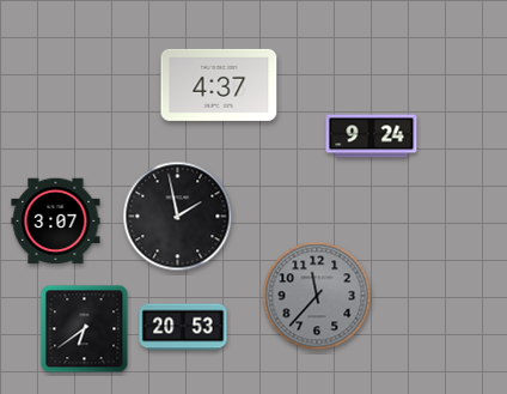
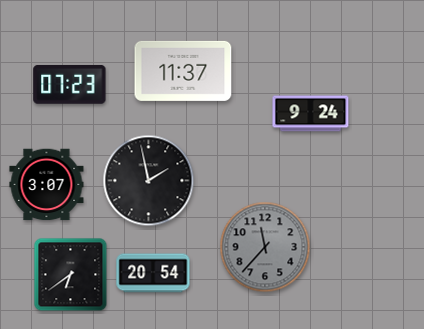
clock at (219, 85): 4:37 -> 11:37
clock at (70, 84): none -> 07:23
clock at (183, 327): 20:53 -> 20:54
